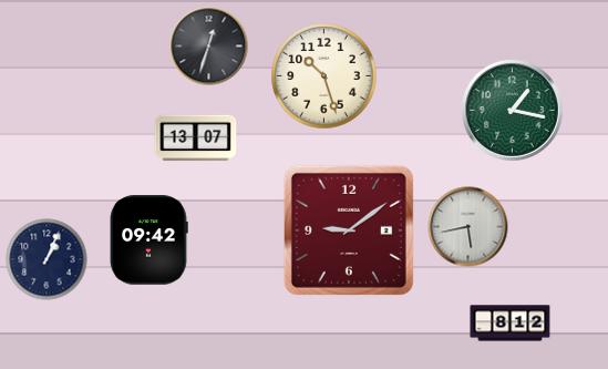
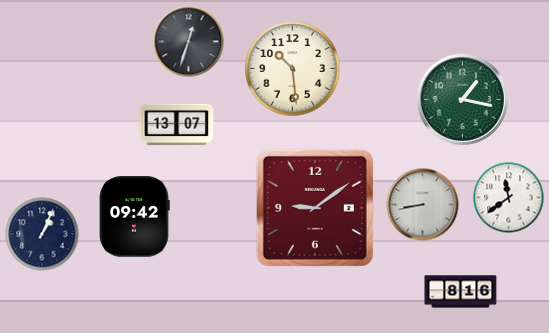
clock at (324, 76): 10:27 -> 10:29
clock at (509, 198): none -> 11:39
clock at (468, 227): 5:43 -> 8:43
clock at (511, 324): 8:12 -> 8:16
